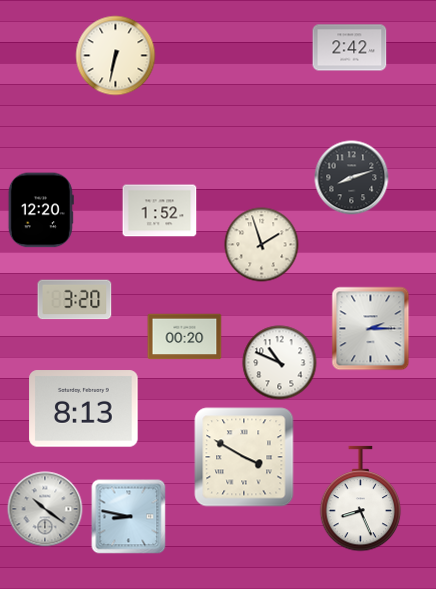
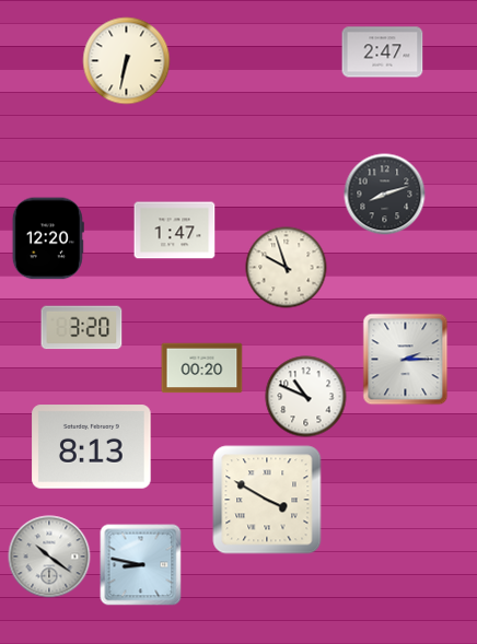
clock at (350, 48): 2:42 -> 2:47
clock at (41, 210) position: (41, 210) -> (48, 238)
clock at (160, 211): 1:52 -> 1:47
clock at (262, 245): 1:57 -> 9:57
clock at (361, 499): 8:26 -> none
